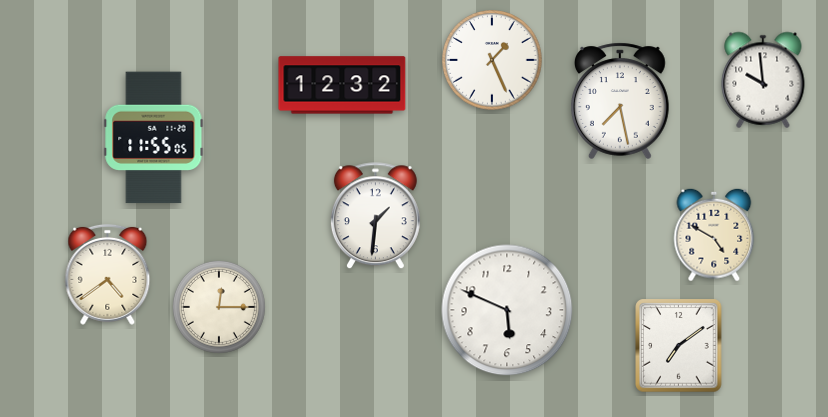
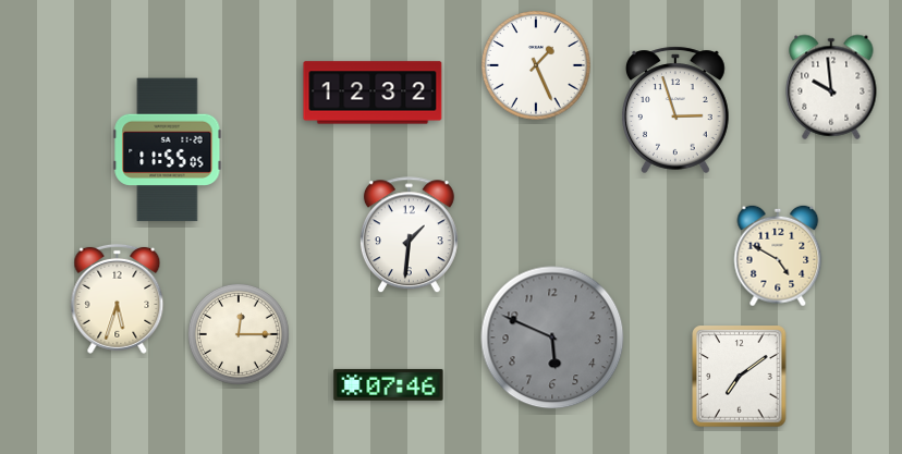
clock at (620, 101): 7:28 -> 2:57
clock at (108, 274): 4:39 -> 5:33
clock at (507, 310) dial: white -> grey
clock at (389, 384): none -> 07:46
